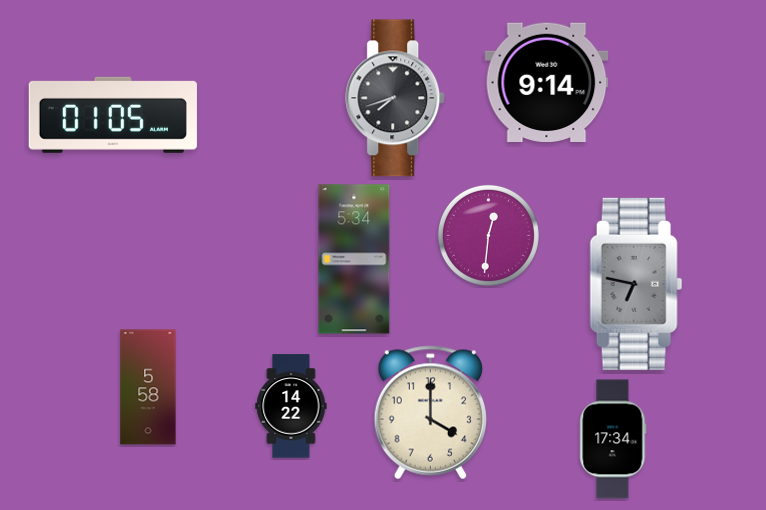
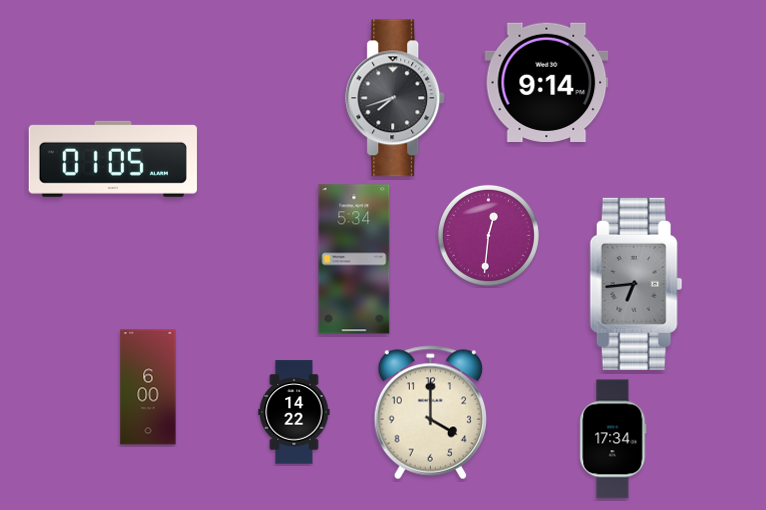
clock at (113, 115) position: (113, 115) -> (113, 159)
clock at (636, 284): 6:47 -> 6:44
clock at (148, 387): 5:58 -> 6:00
clock at (291, 406) position: (291, 406) -> (294, 412)
